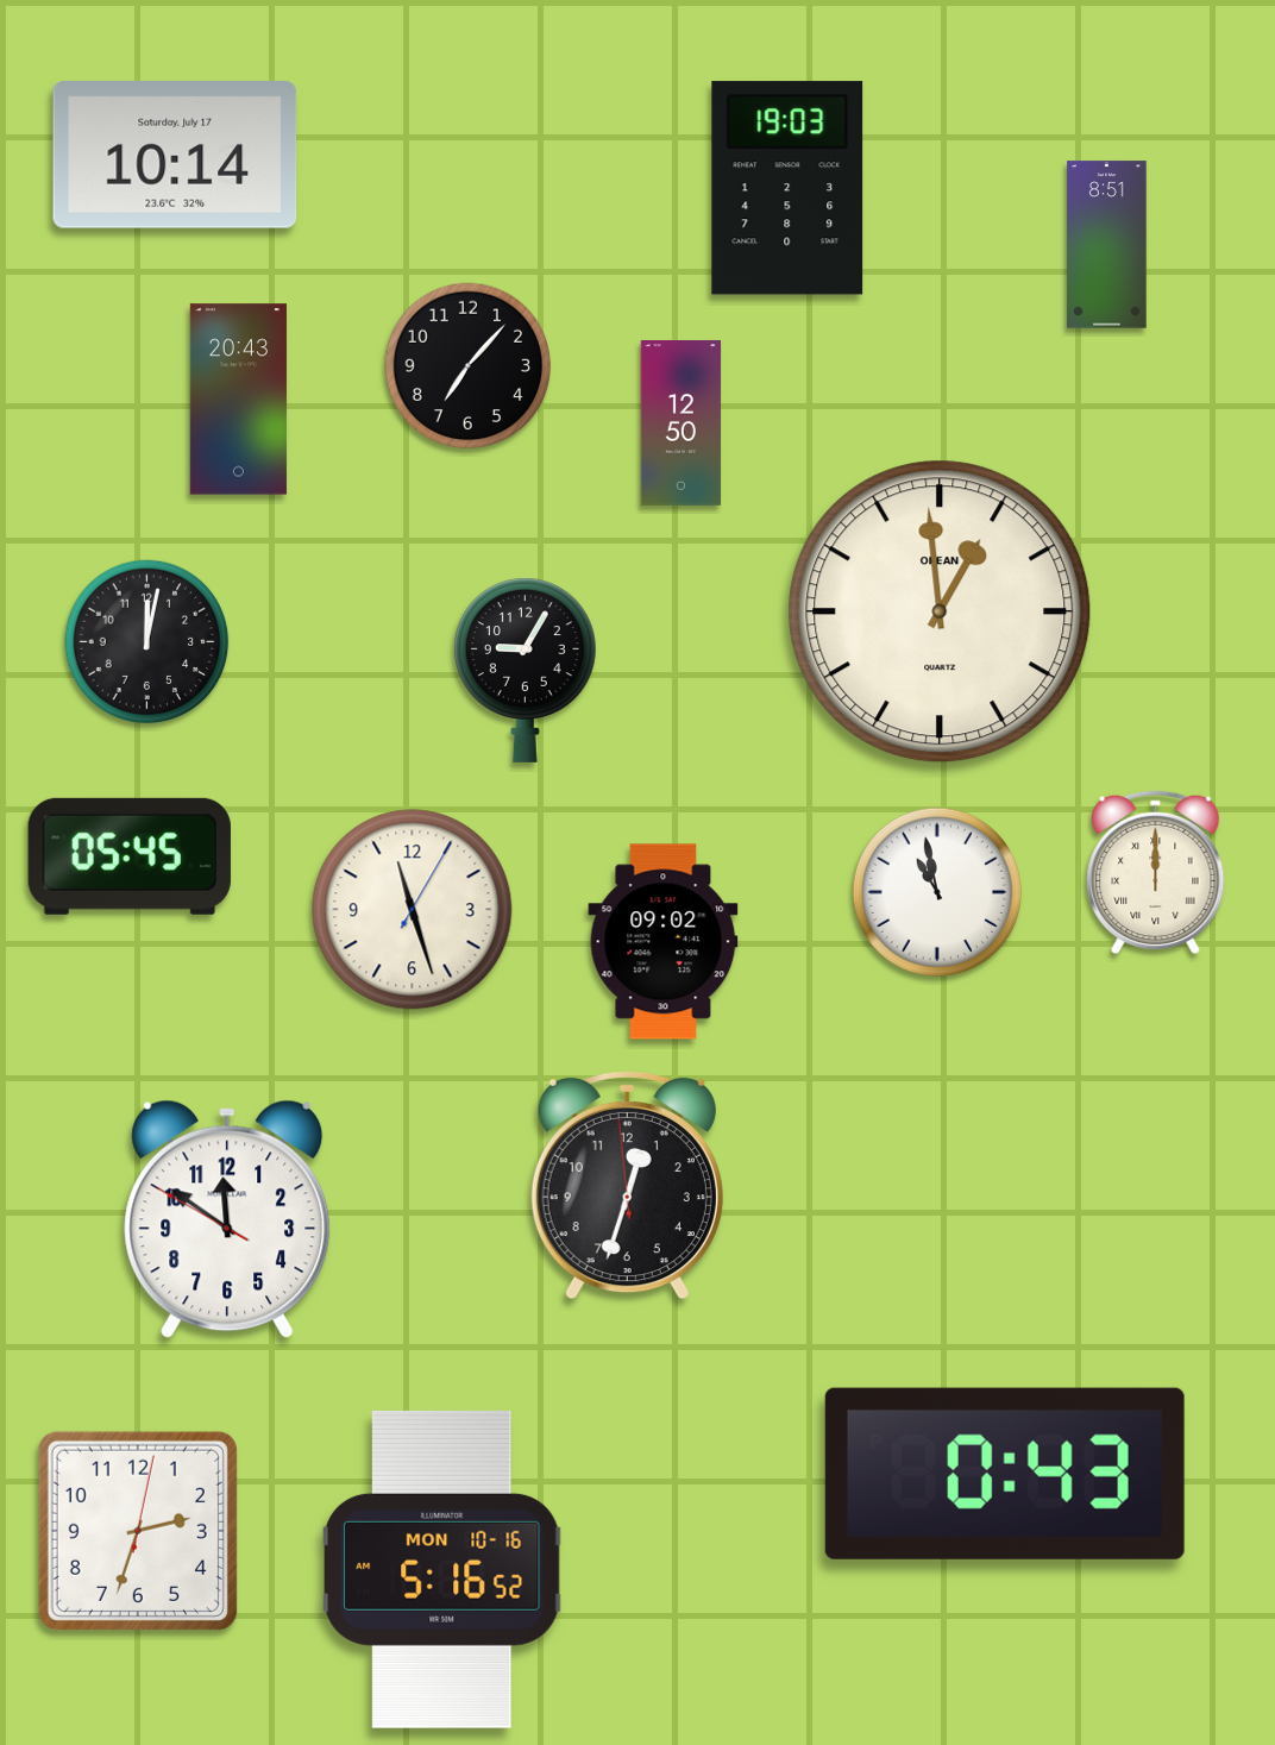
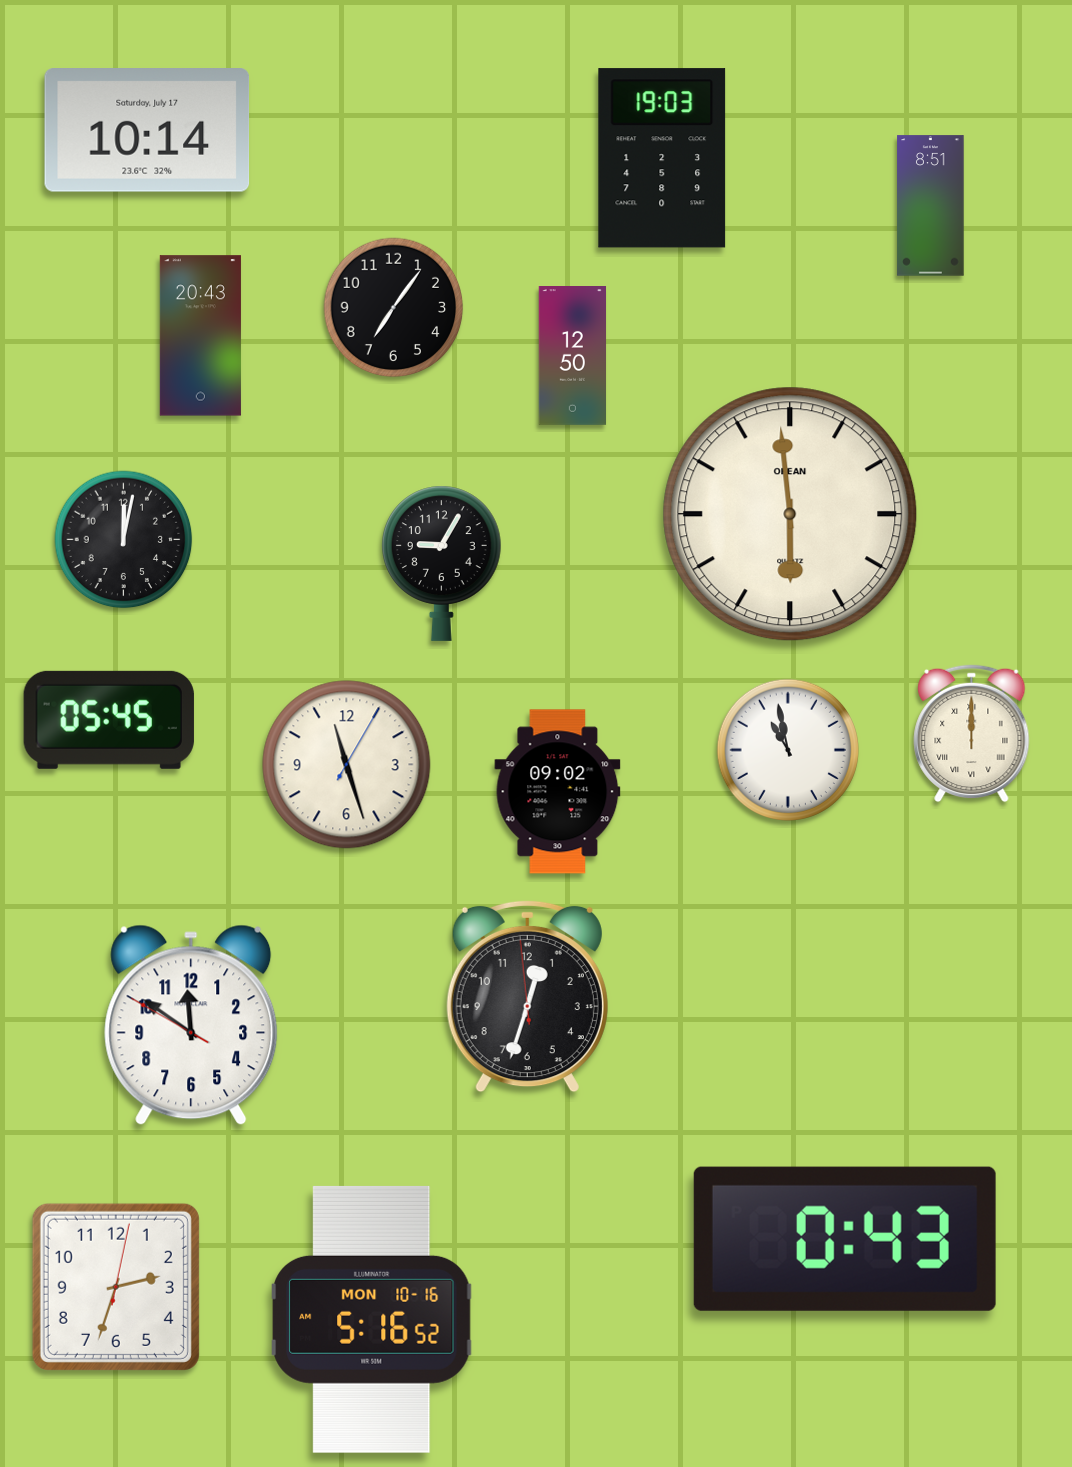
clock at (469, 366): 7:07 -> 7:06
clock at (940, 611): 12:59 -> 5:59
